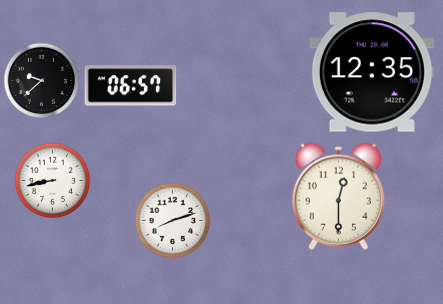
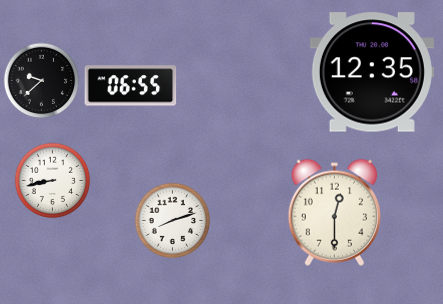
clock at (131, 86): 06:57 -> 06:55
clock at (338, 196) position: (338, 196) -> (334, 212)
